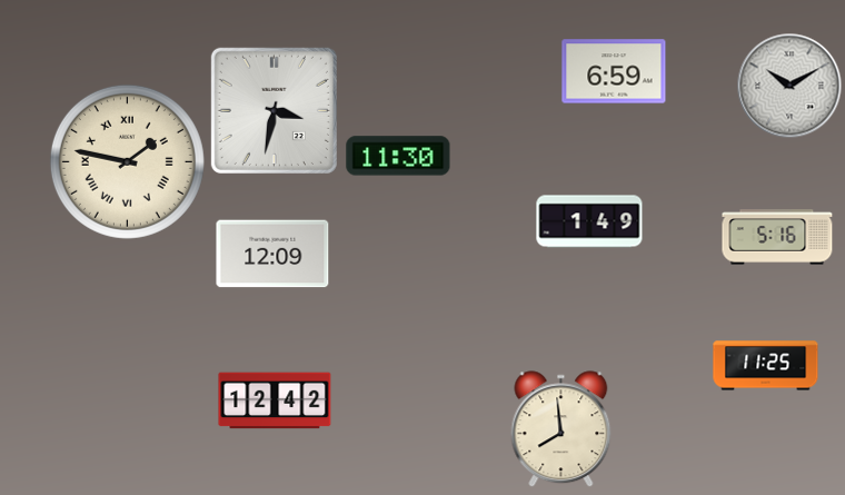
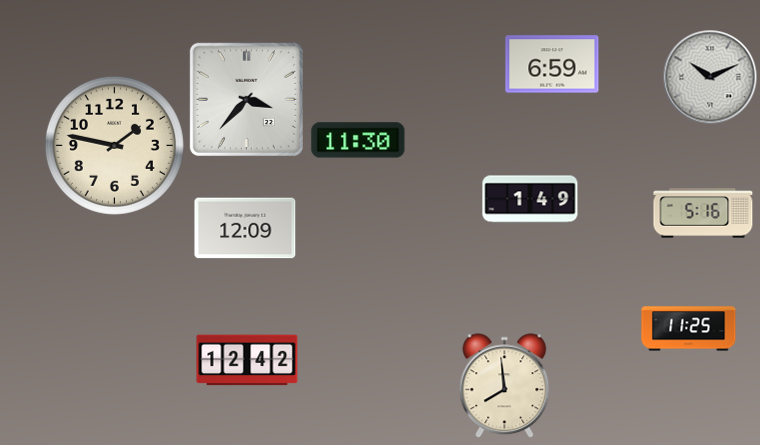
clock at (789, 86): 10:10 -> 10:11
clock at (274, 110): 3:32 -> 3:37
clock at (127, 161) numerals: Roman -> Arabic
clock at (777, 237) position: (777, 237) -> (703, 213)
